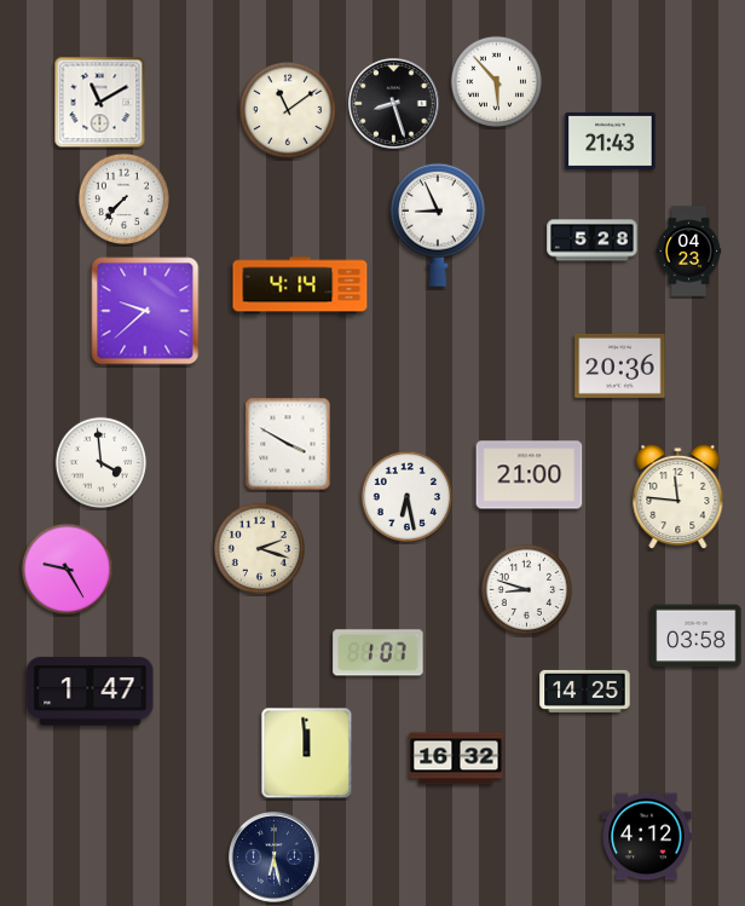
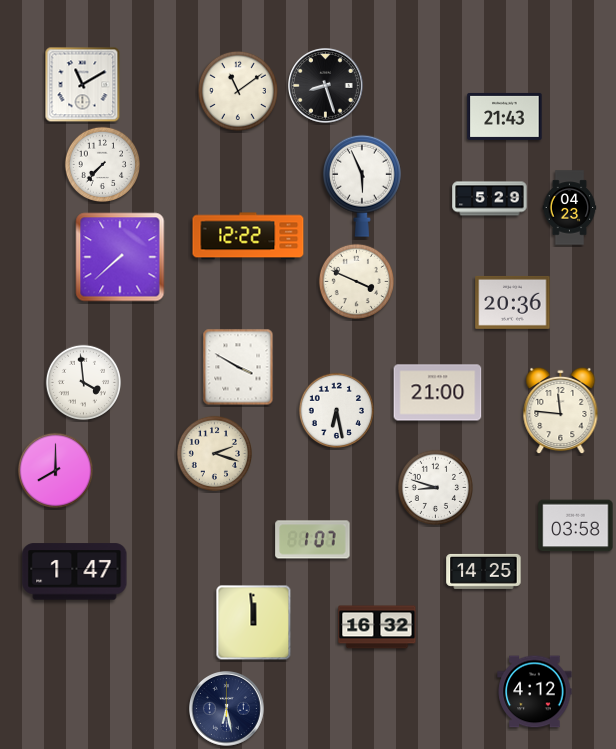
clock at (496, 81): 5:53 -> none
clock at (438, 225): 8:56 -> 5:56
clock at (593, 241): 5:28 -> 5:29
clock at (300, 285): 4:14 -> 12:22
clock at (145, 311): 9:38 -> 7:38
clock at (356, 281): none -> 3:49
clock at (67, 569): 9:25 -> 8:00
